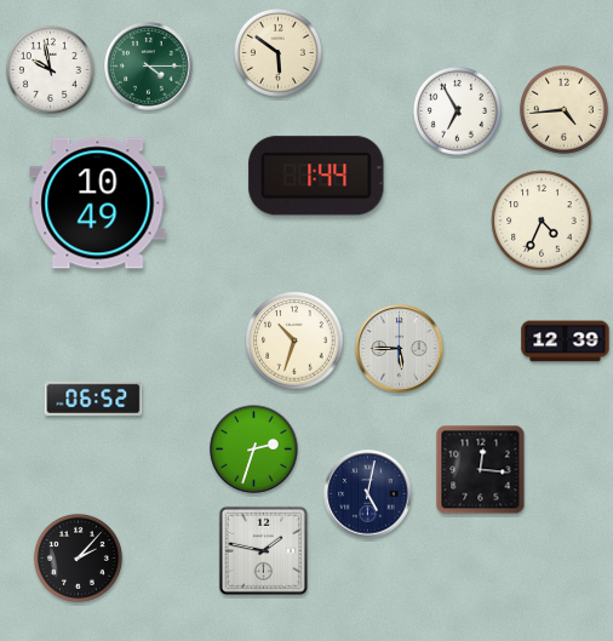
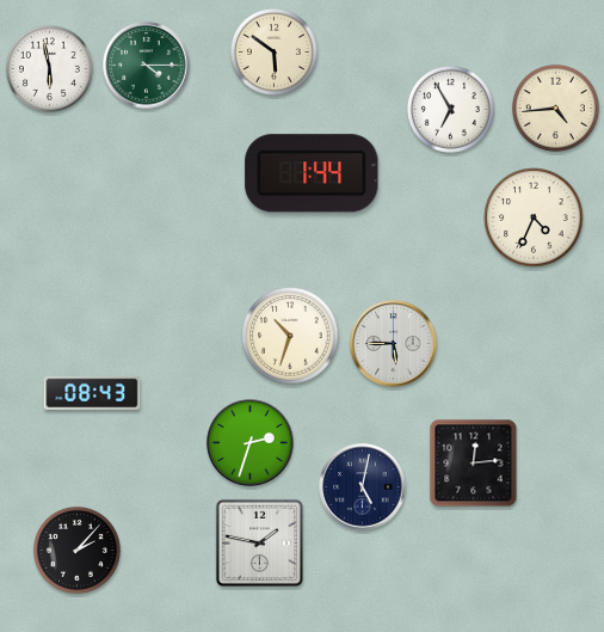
clock at (50, 69): 9:58 -> 5:58
clock at (98, 204): 10:49 -> none
clock at (566, 342): 12:39 -> none
clock at (93, 399): 06:52 -> 08:43
clock at (481, 470): 12:16 -> 12:14
